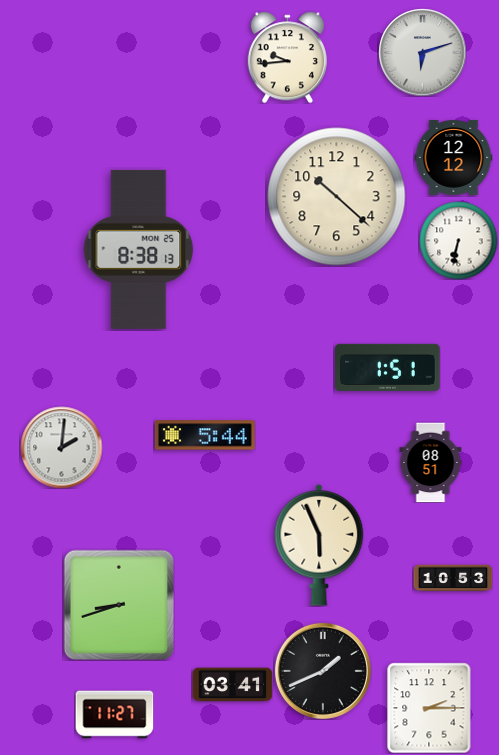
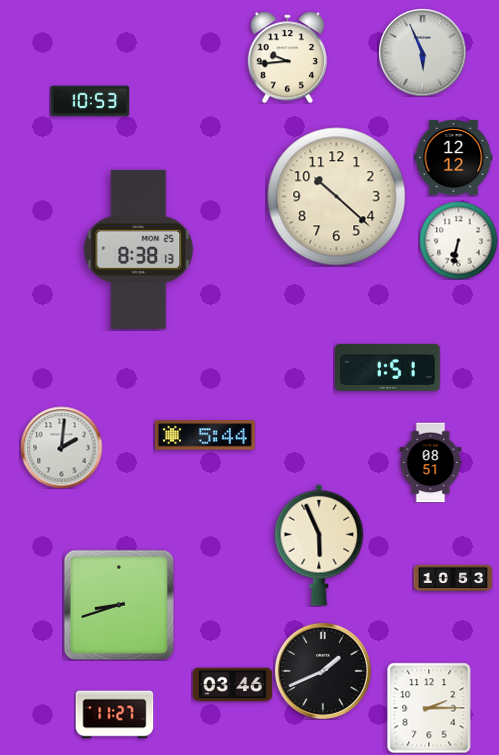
clock at (422, 52): 6:12 -> 5:56
clock at (90, 101): none -> 10:53
clock at (232, 685): 03:41 -> 03:46
